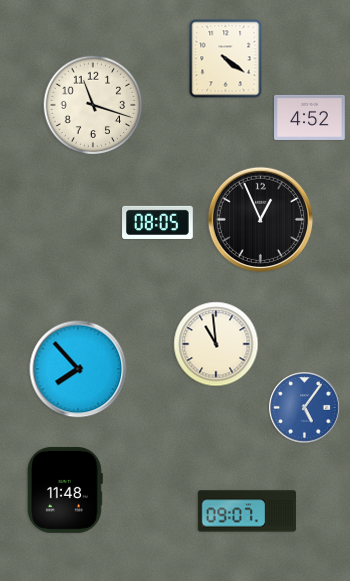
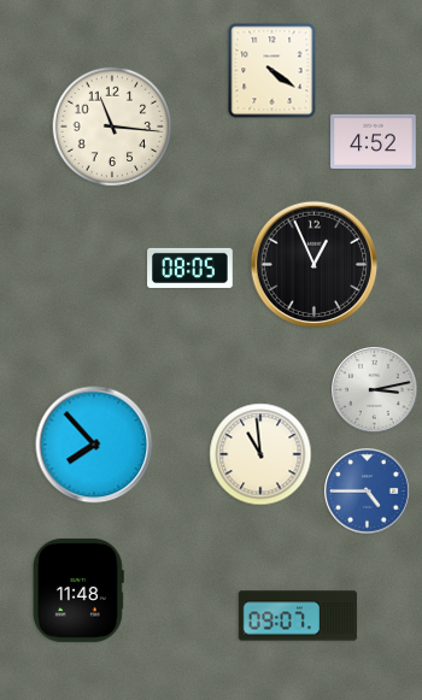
clock at (93, 105): 11:18 -> 11:16
clock at (375, 390): none -> 3:13
clock at (216, 344) position: (216, 344) -> (260, 454)
clock at (305, 408): 5:06 -> 4:45
